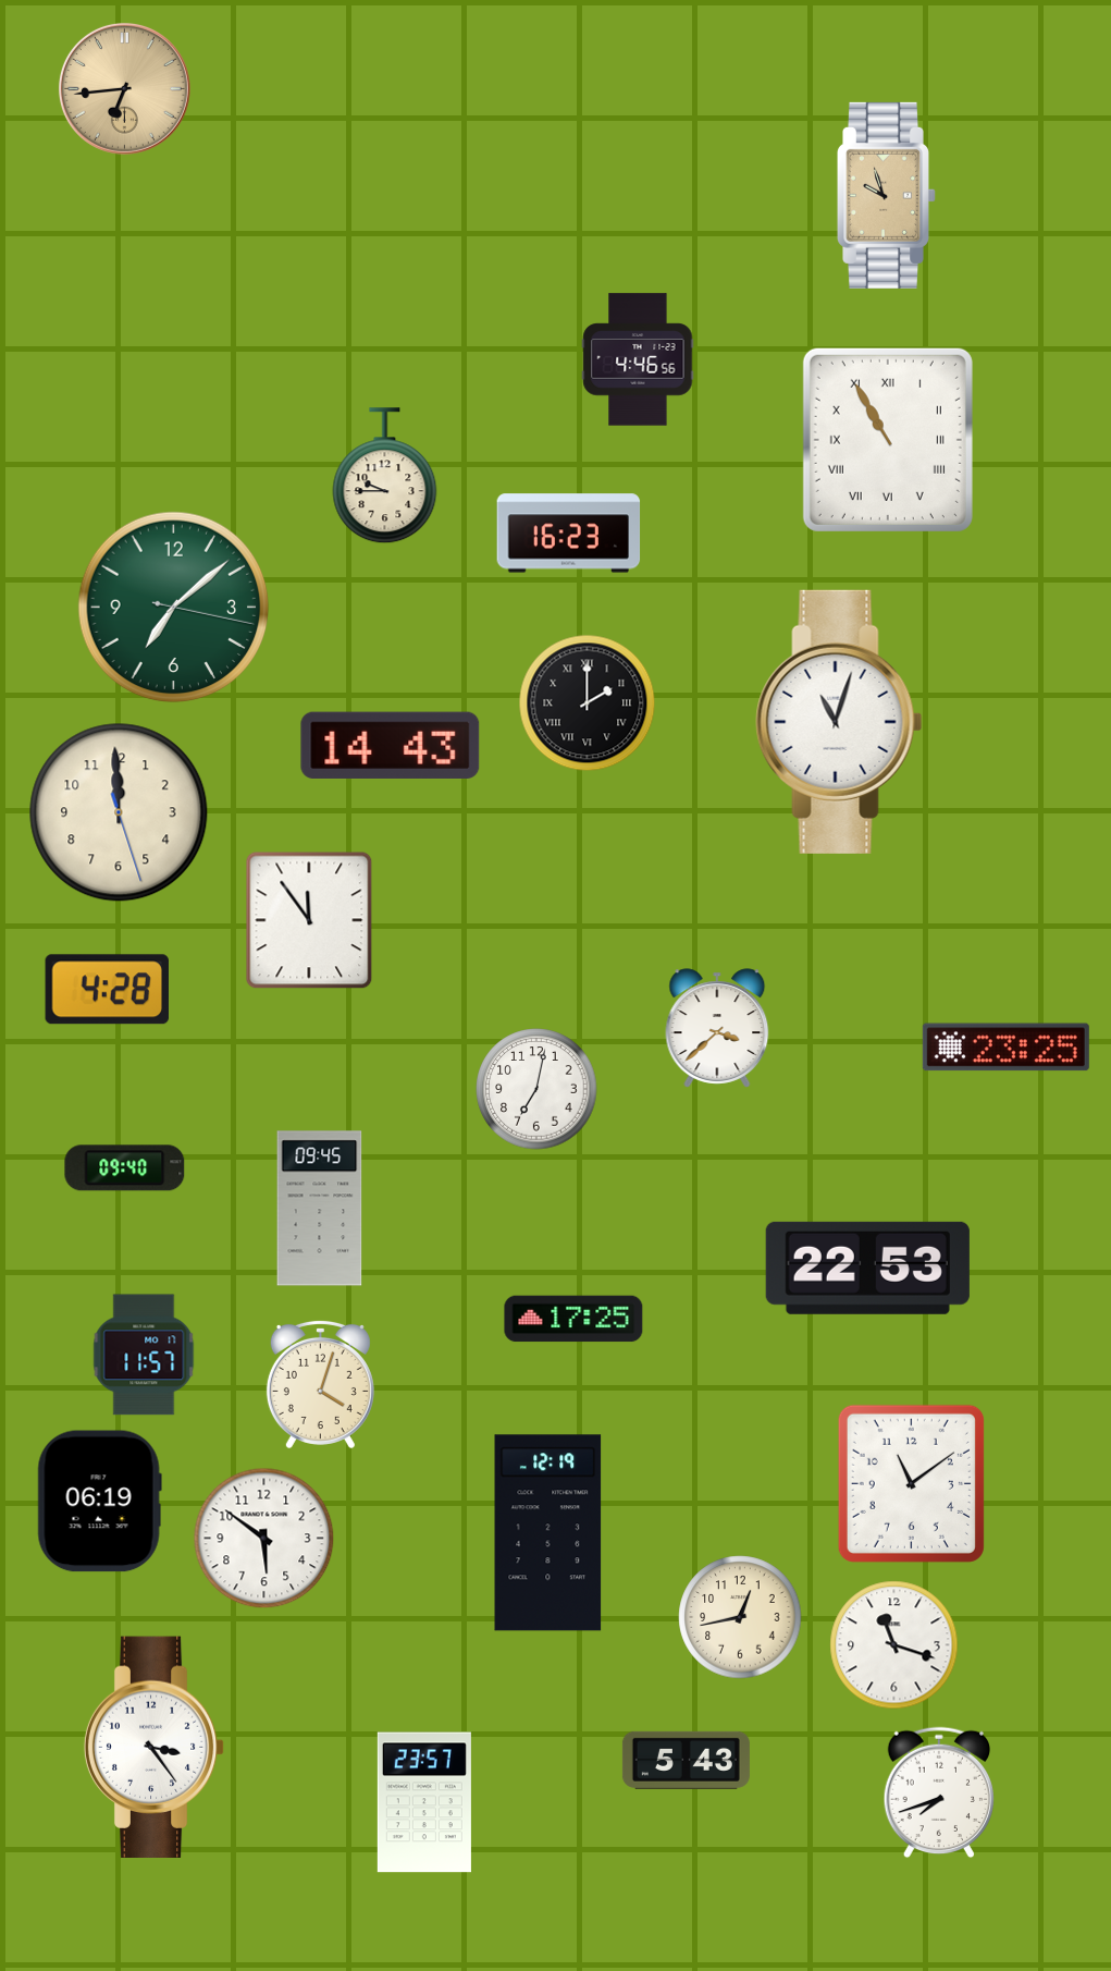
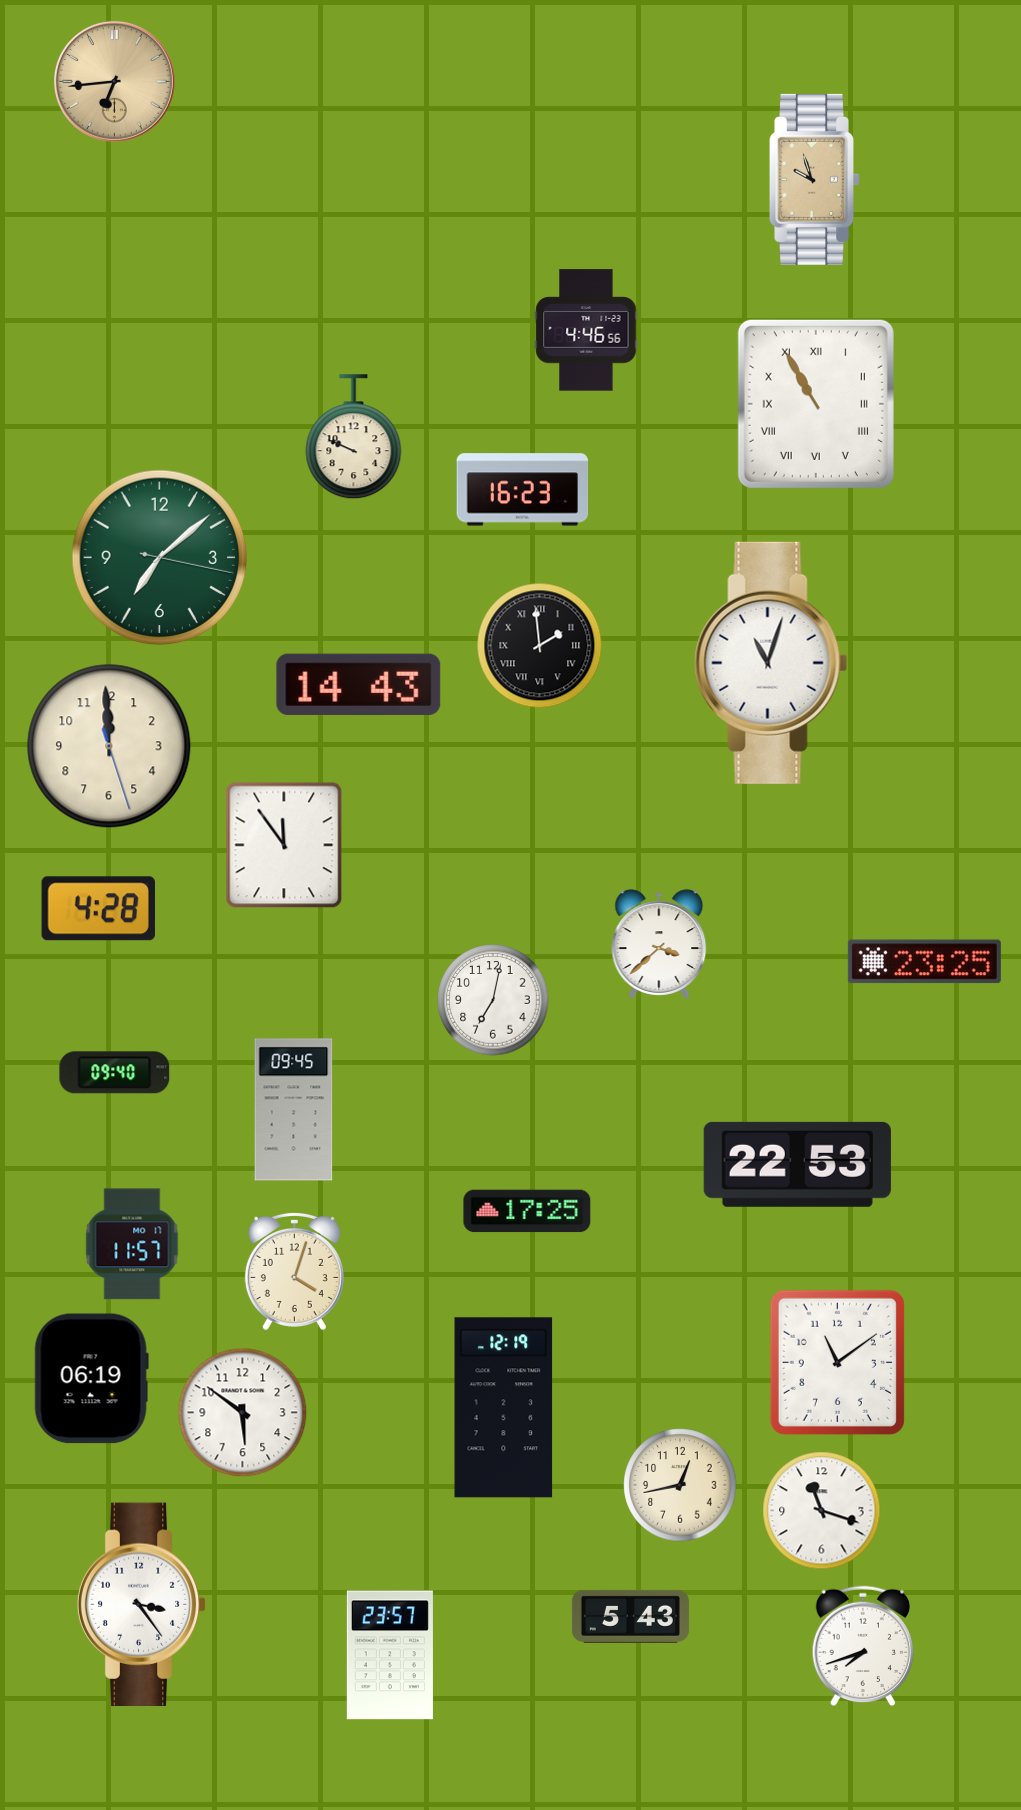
clock at (385, 476): 9:45 -> 9:49
clock at (588, 703): 2:00 -> 1:59
